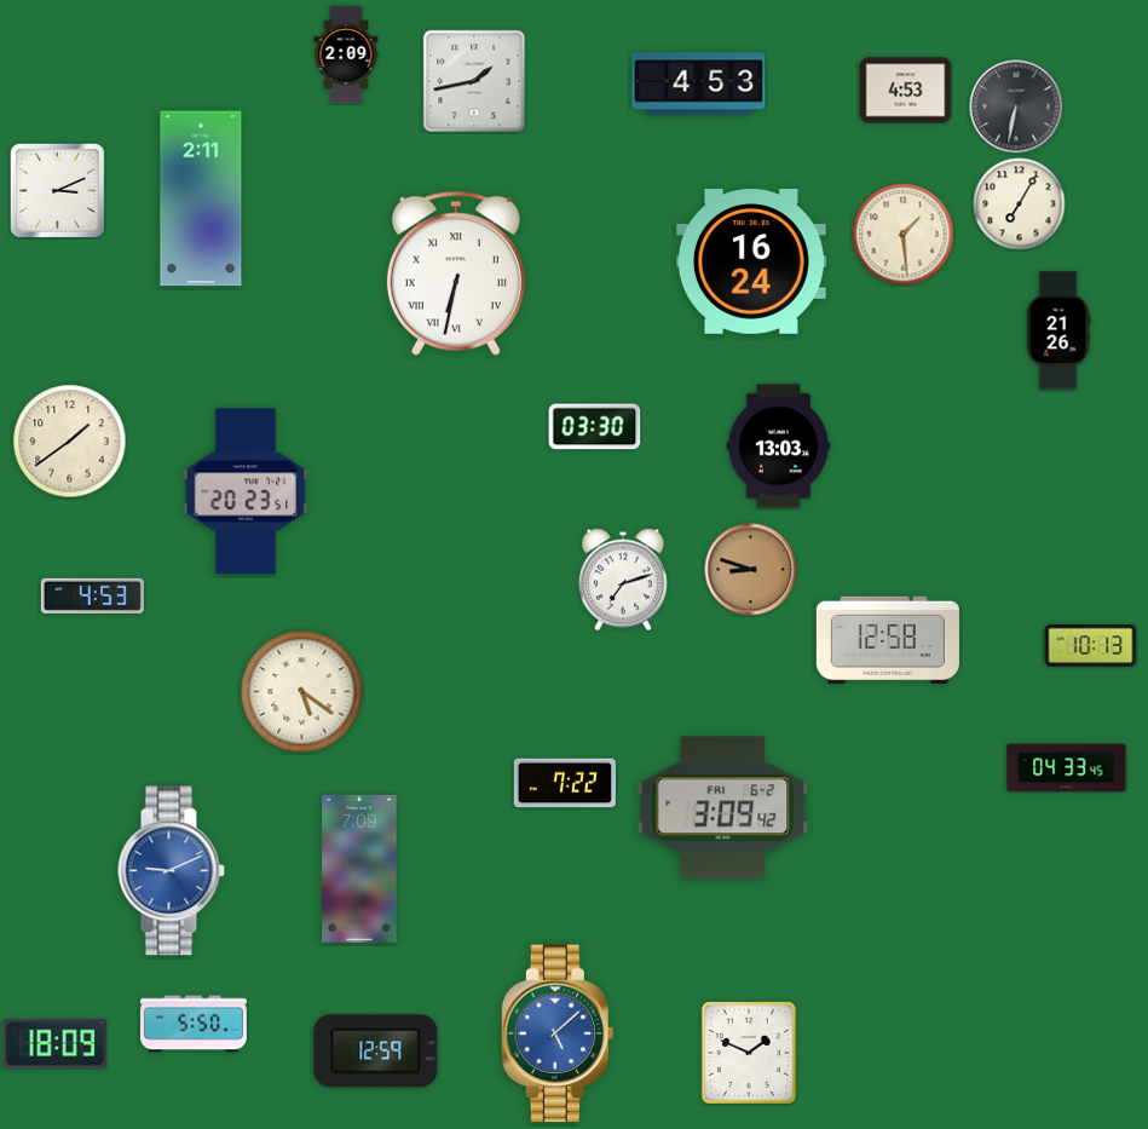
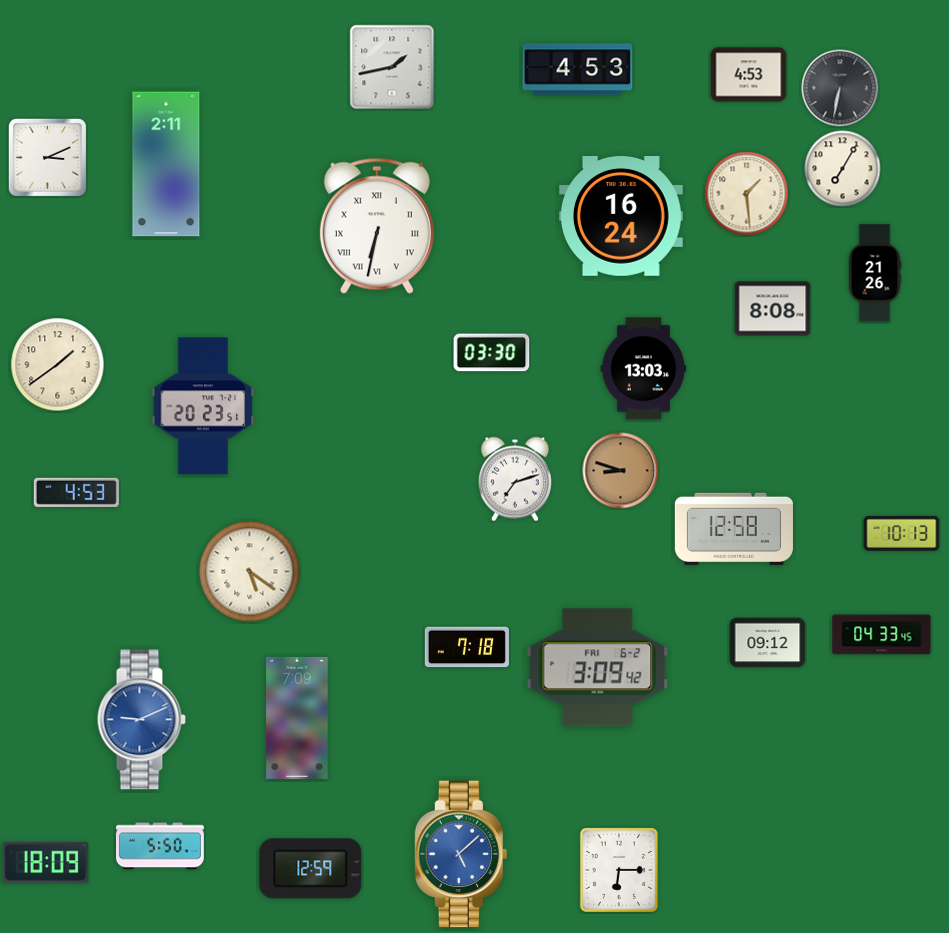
clock at (346, 54): 2:09 -> none
clock at (773, 309): none -> 8:08
clock at (768, 643): none -> 09:12
clock at (565, 783): 7:22 -> 7:18
clock at (749, 1053): 1:49 -> 6:15
